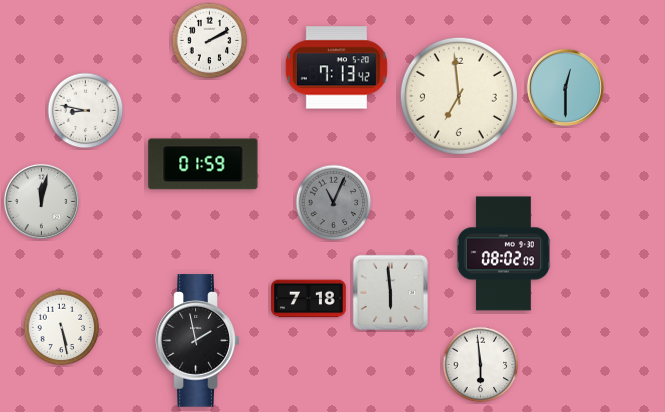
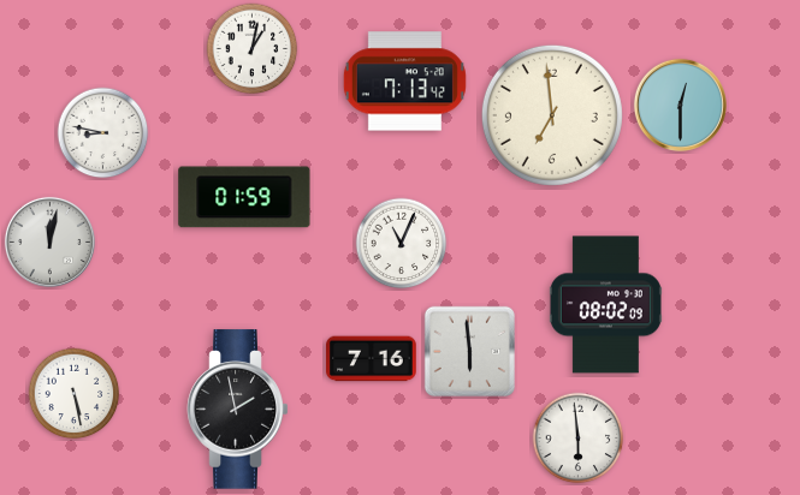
clock at (210, 41): 2:10 -> 1:02
clock at (334, 203) dial: grey -> white
clock at (309, 299): 7:18 -> 7:16
